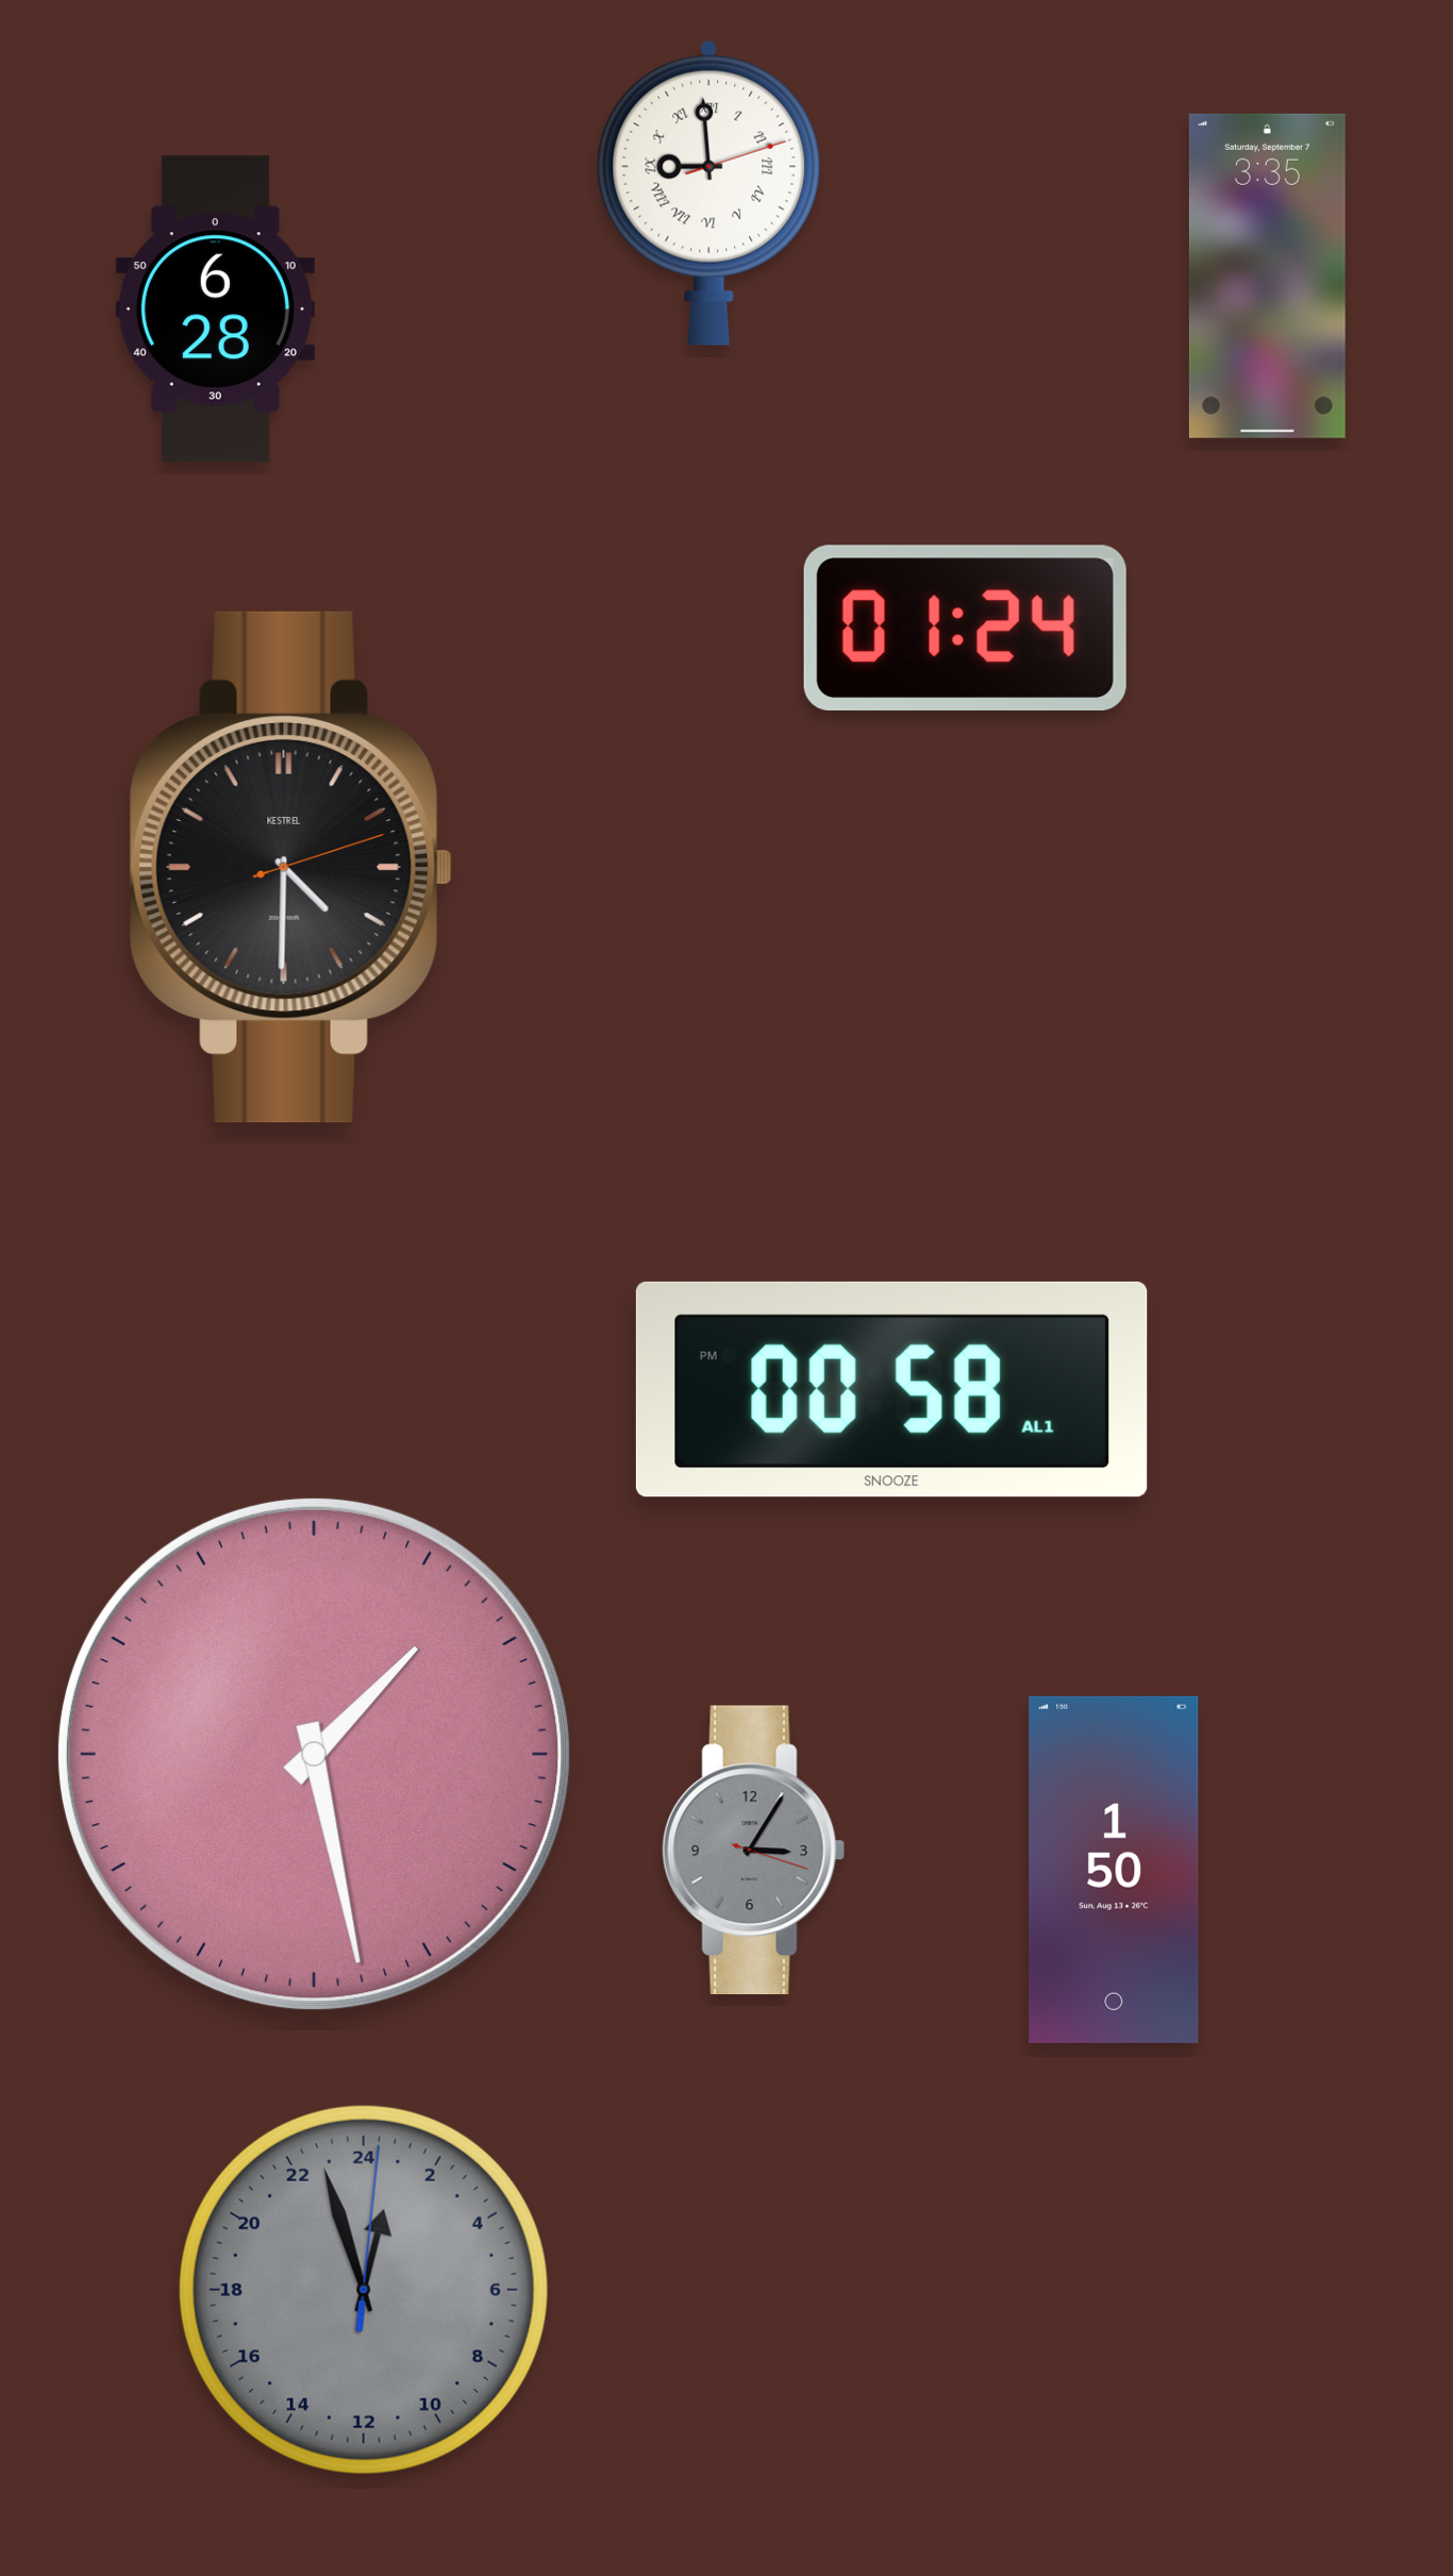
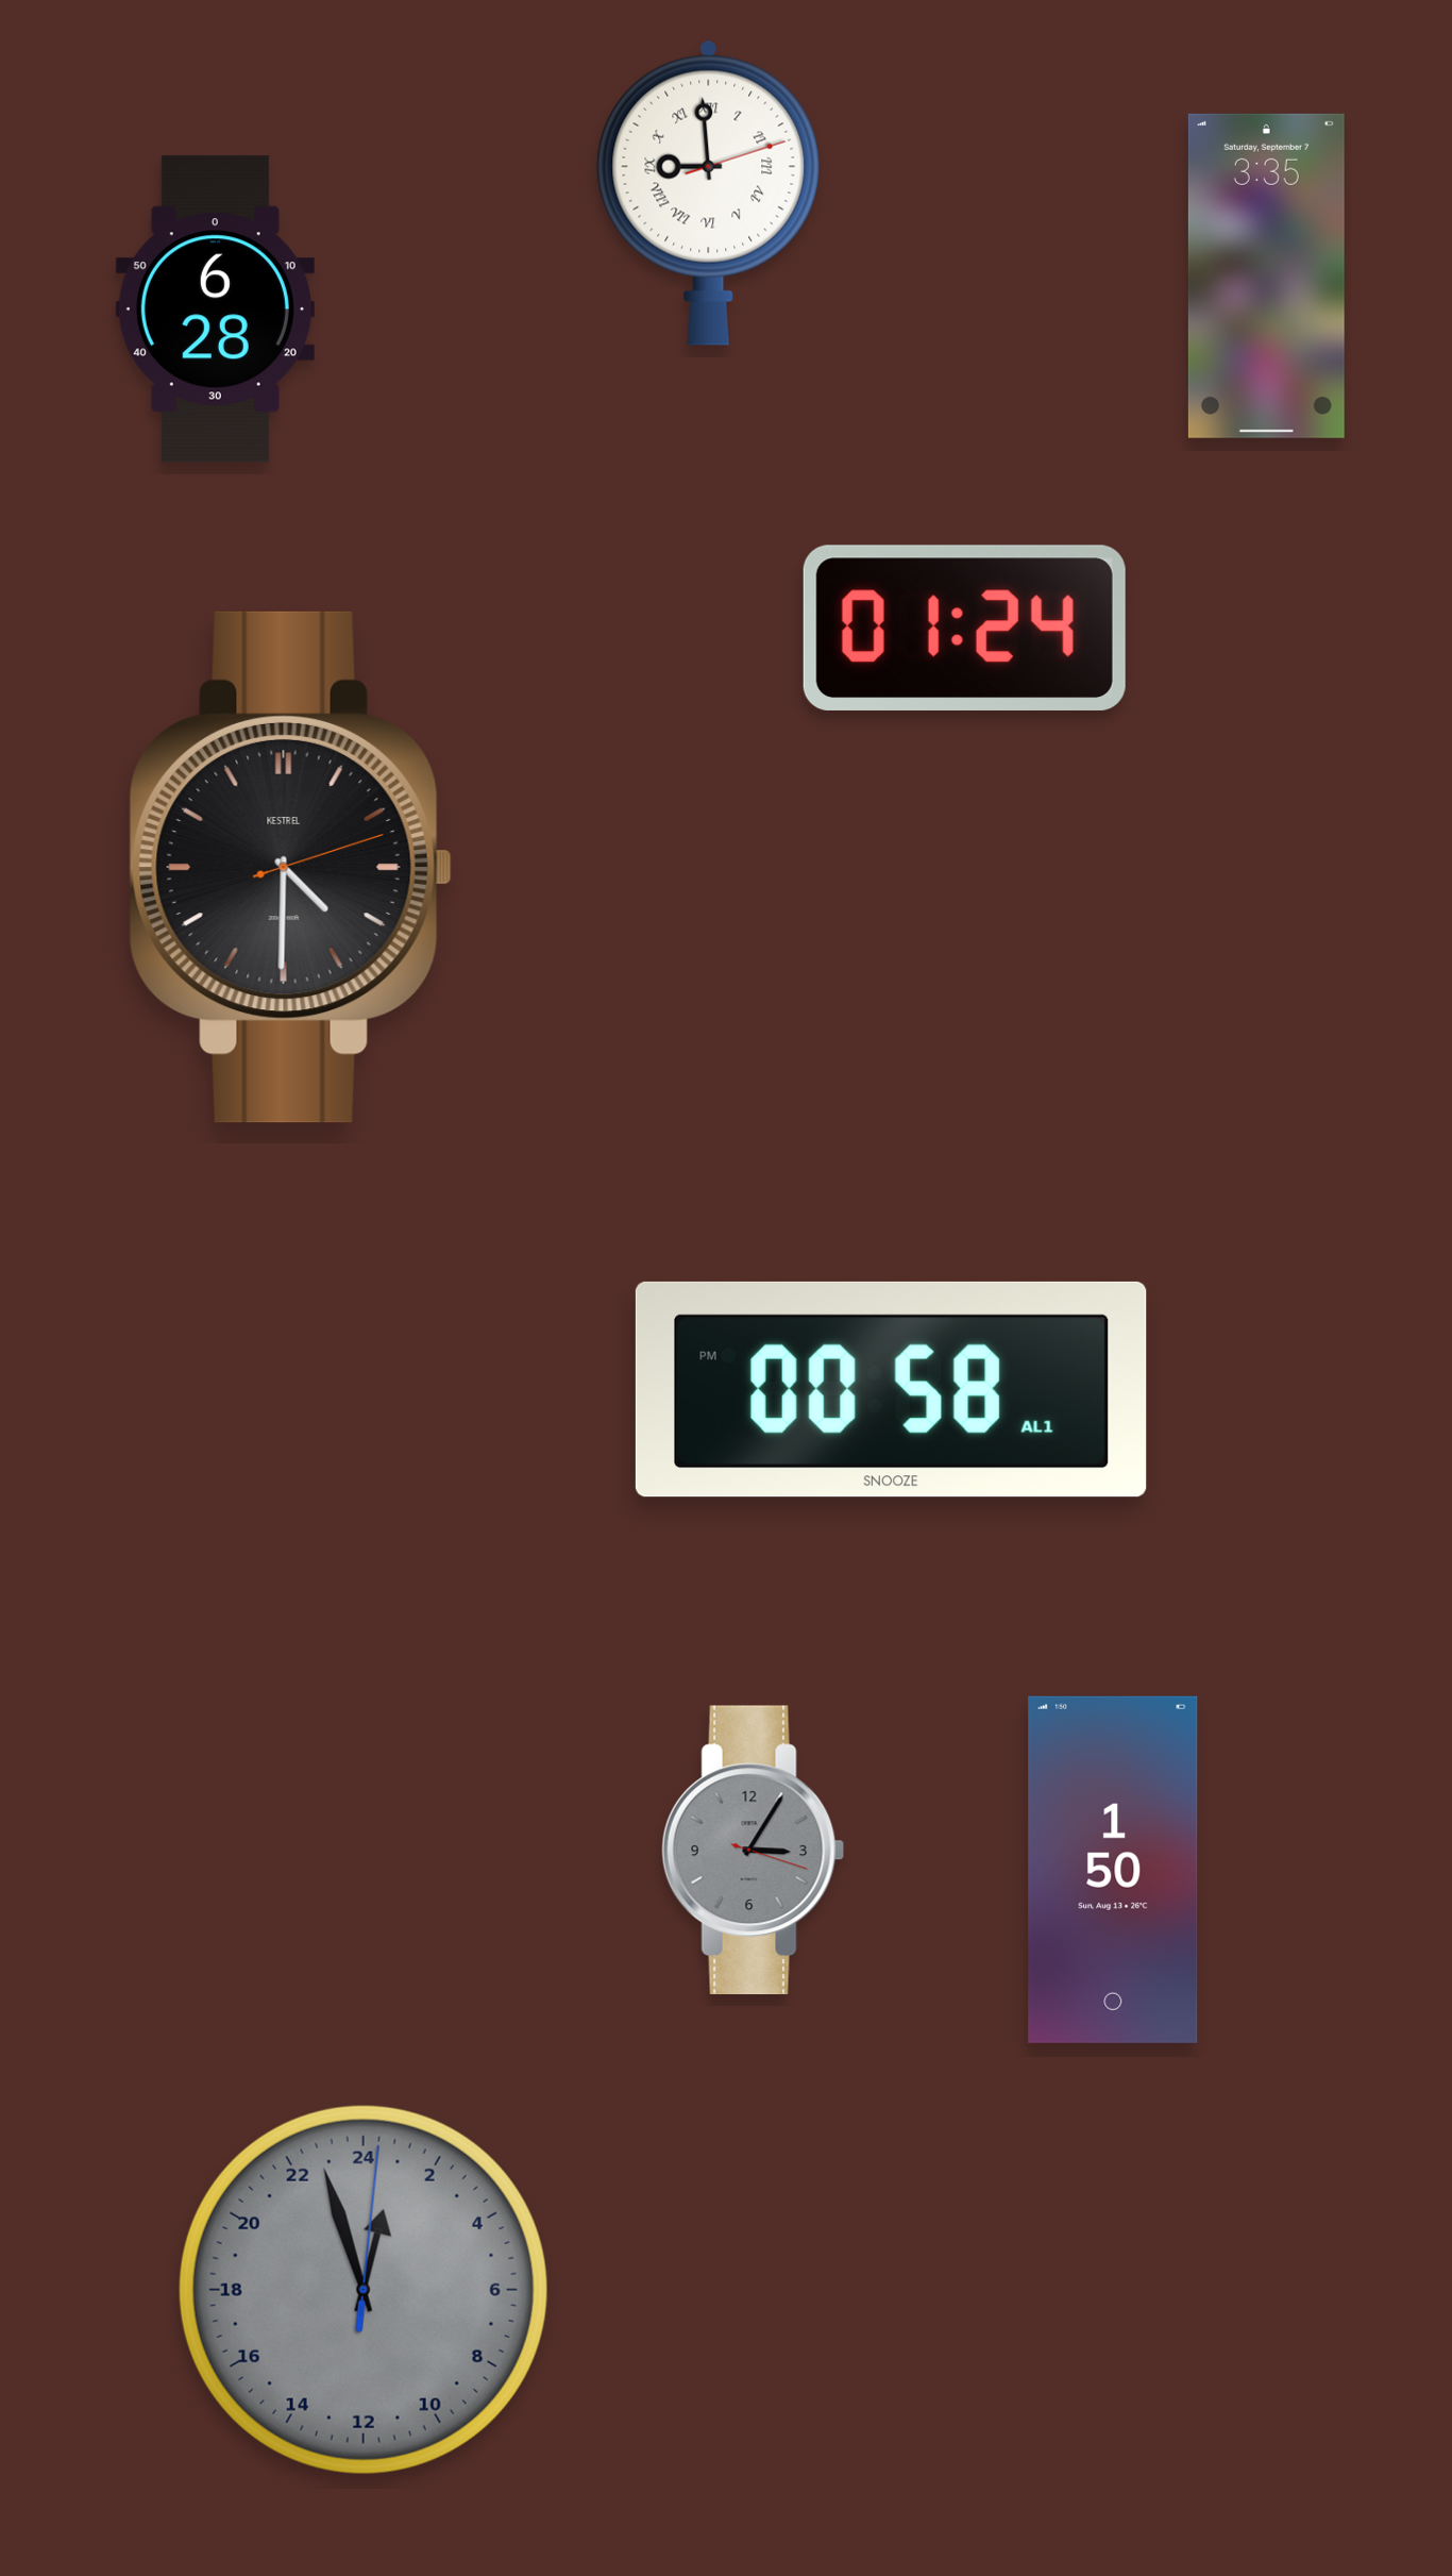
clock at (314, 1754): 1:28 -> none
